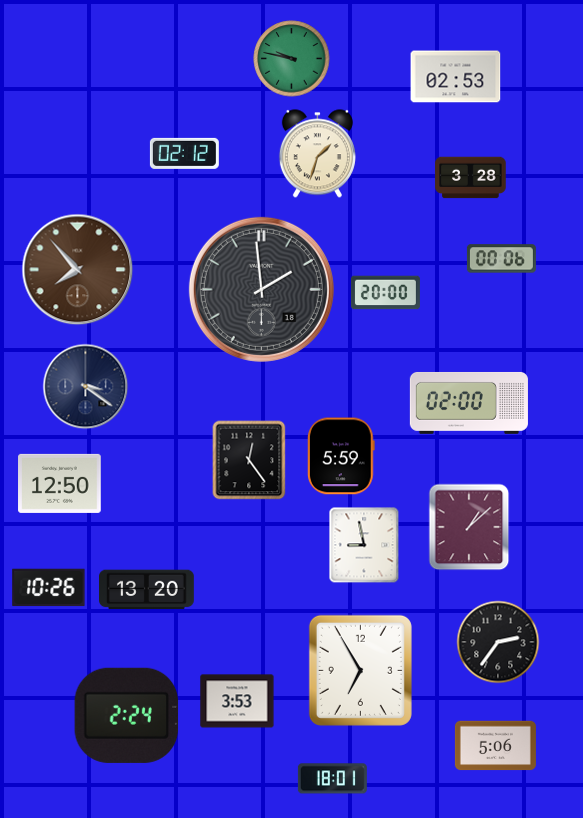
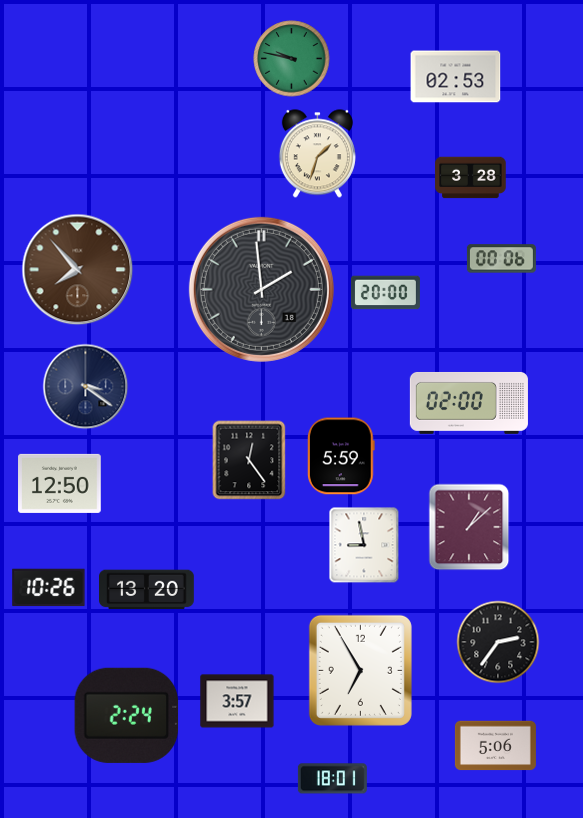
clock at (184, 153): 02:12 -> none
clock at (237, 701): 3:53 -> 3:57
